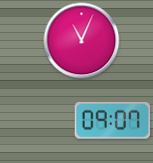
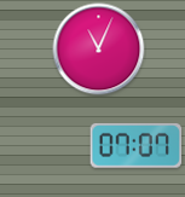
clock at (113, 120): 09:07 -> 07:07
